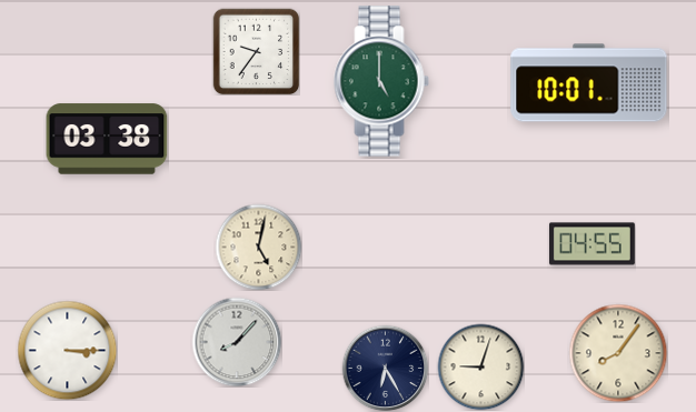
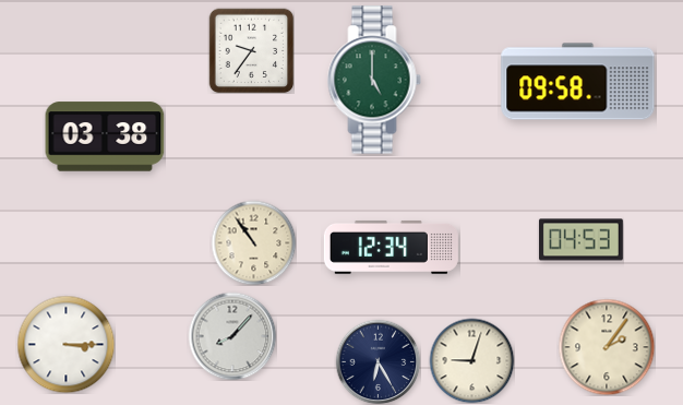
clock at (589, 83): 10:01 -> 09:58
clock at (591, 244): 04:55 -> 04:53
clock at (258, 247): 5:02 -> 10:54
clock at (391, 247): none -> 12:34
clock at (618, 353): 8:06 -> 2:06
